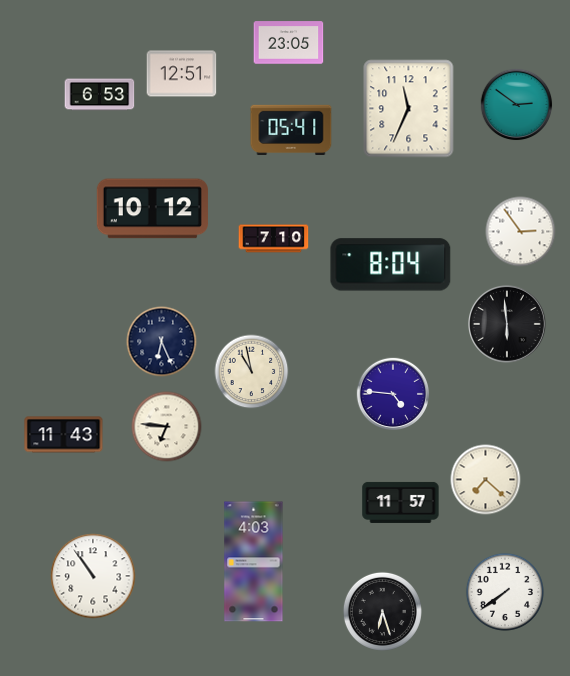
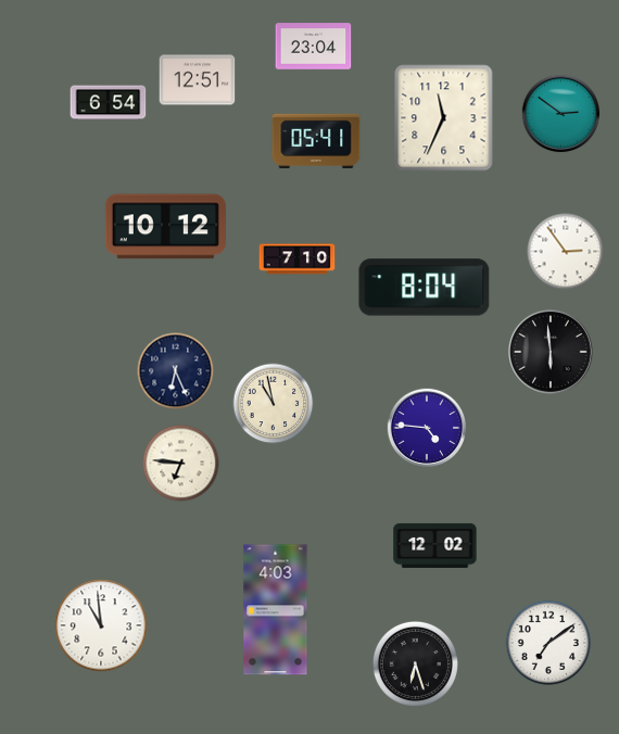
clock at (289, 43): 23:05 -> 23:04
clock at (100, 95): 6:53 -> 6:54
clock at (64, 435): 11:43 -> none
clock at (486, 480): 7:22 -> none
clock at (401, 502): 11:57 -> 12:02
clock at (93, 576): 10:54 -> 10:59
clock at (505, 592): 7:39 -> 7:09
